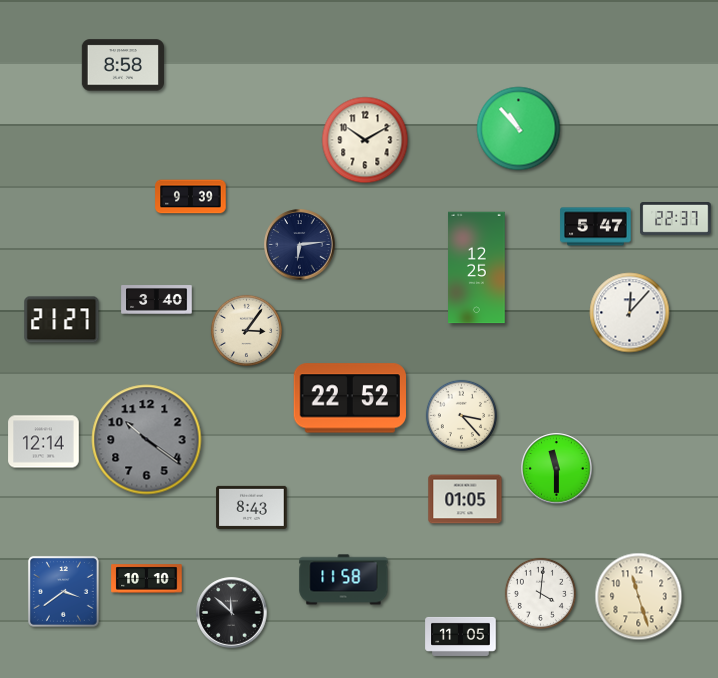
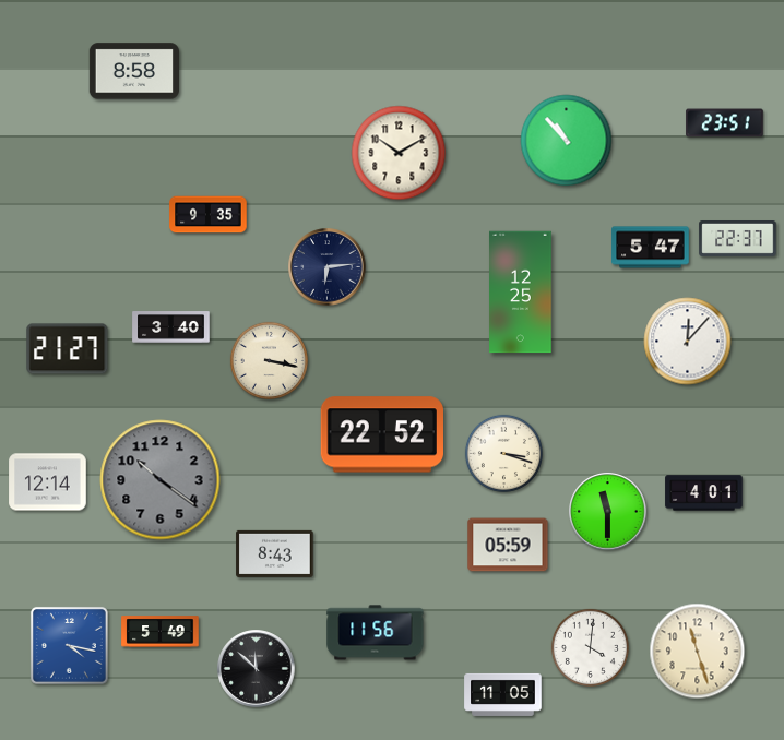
clock at (725, 123): none -> 23:51
clock at (191, 197): 9:39 -> 9:35
clock at (246, 330): 3:06 -> 3:17
clock at (461, 415): 3:23 -> 3:18
clock at (704, 493): none -> 4:01
clock at (465, 499): 01:05 -> 05:59
clock at (147, 579): 10:10 -> 5:49
clock at (344, 580): 11:58 -> 11:56
clock at (63, 591): 3:39 -> 4:17
clock at (232, 613) position: (232, 613) -> (257, 669)
